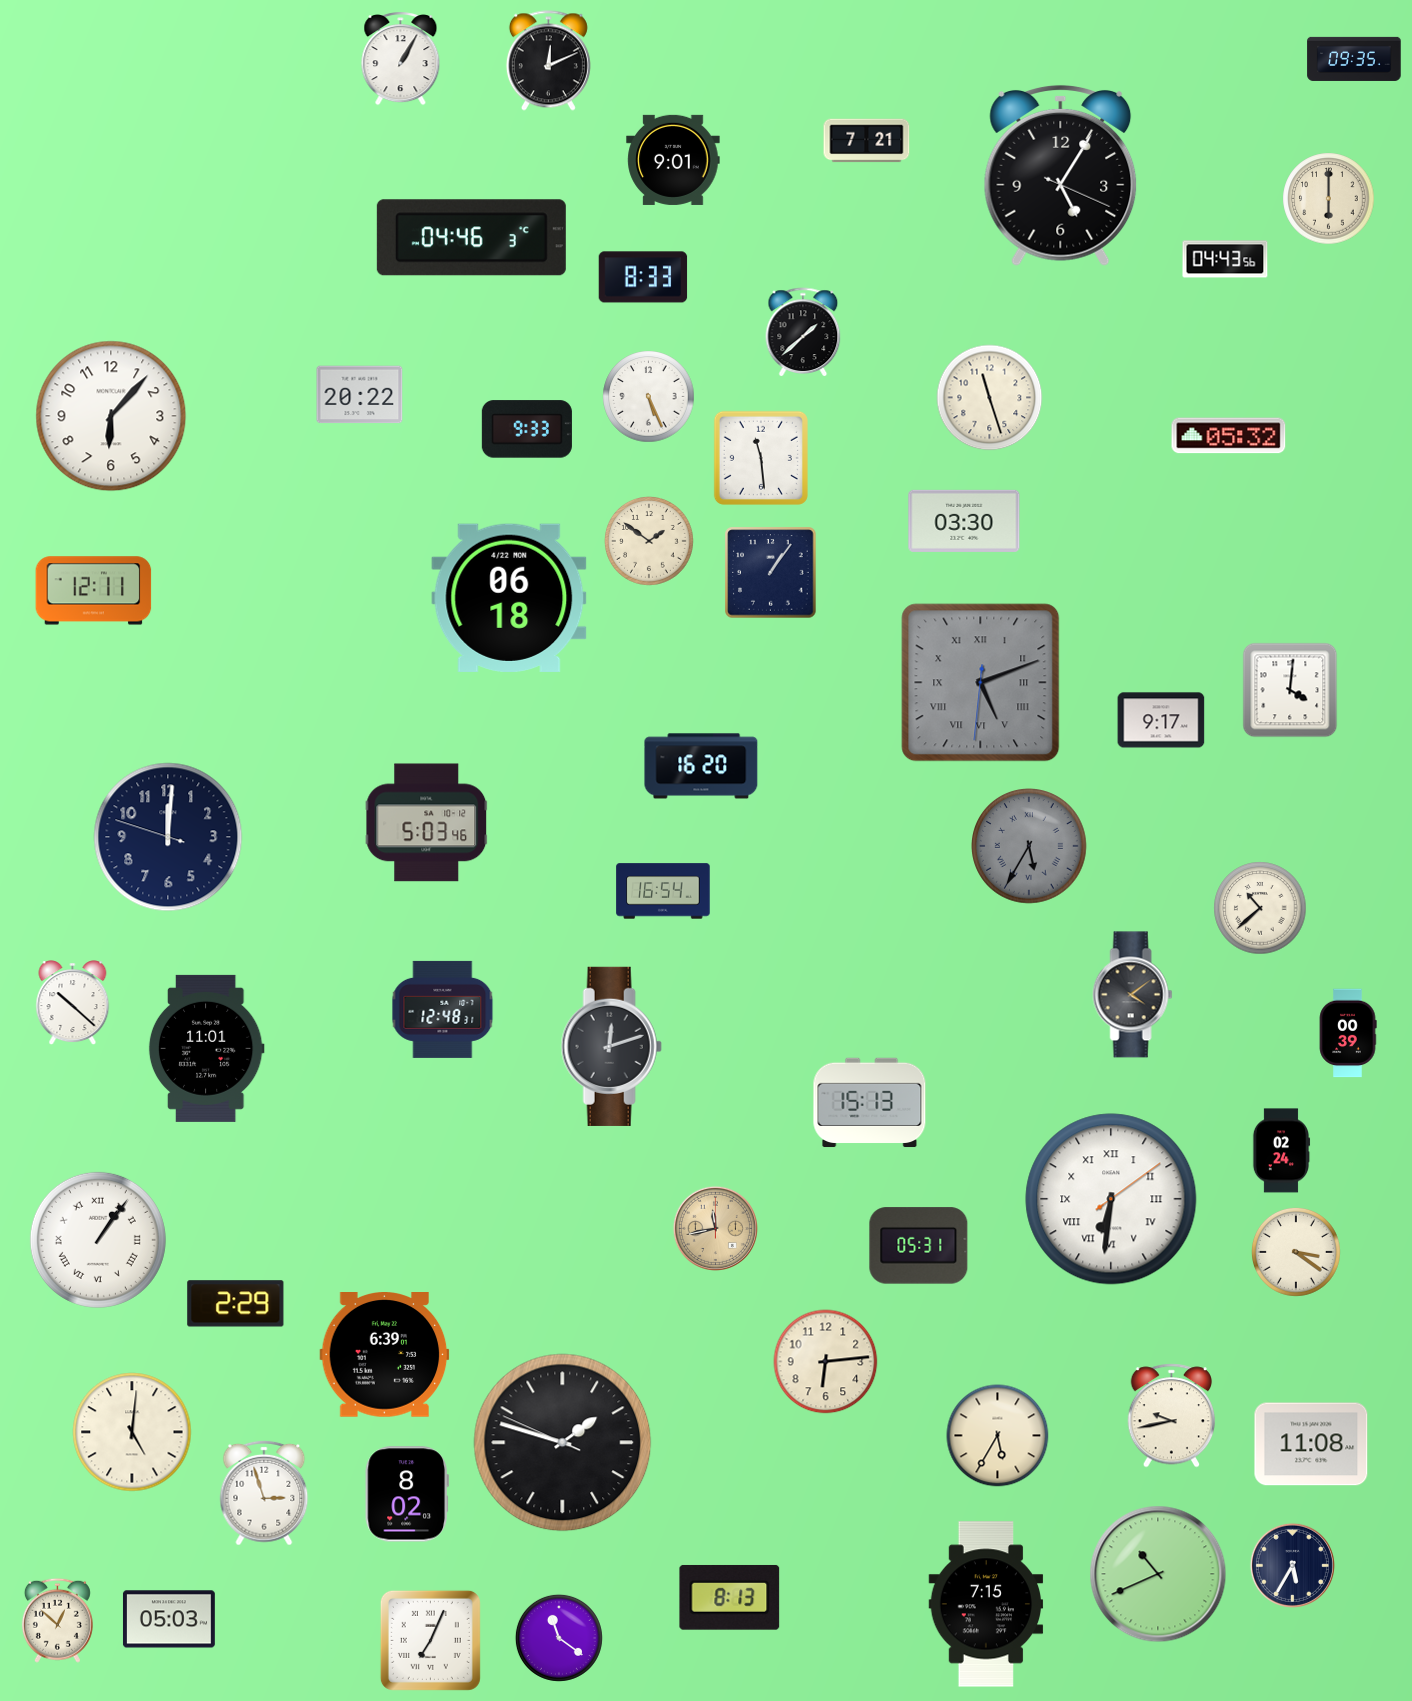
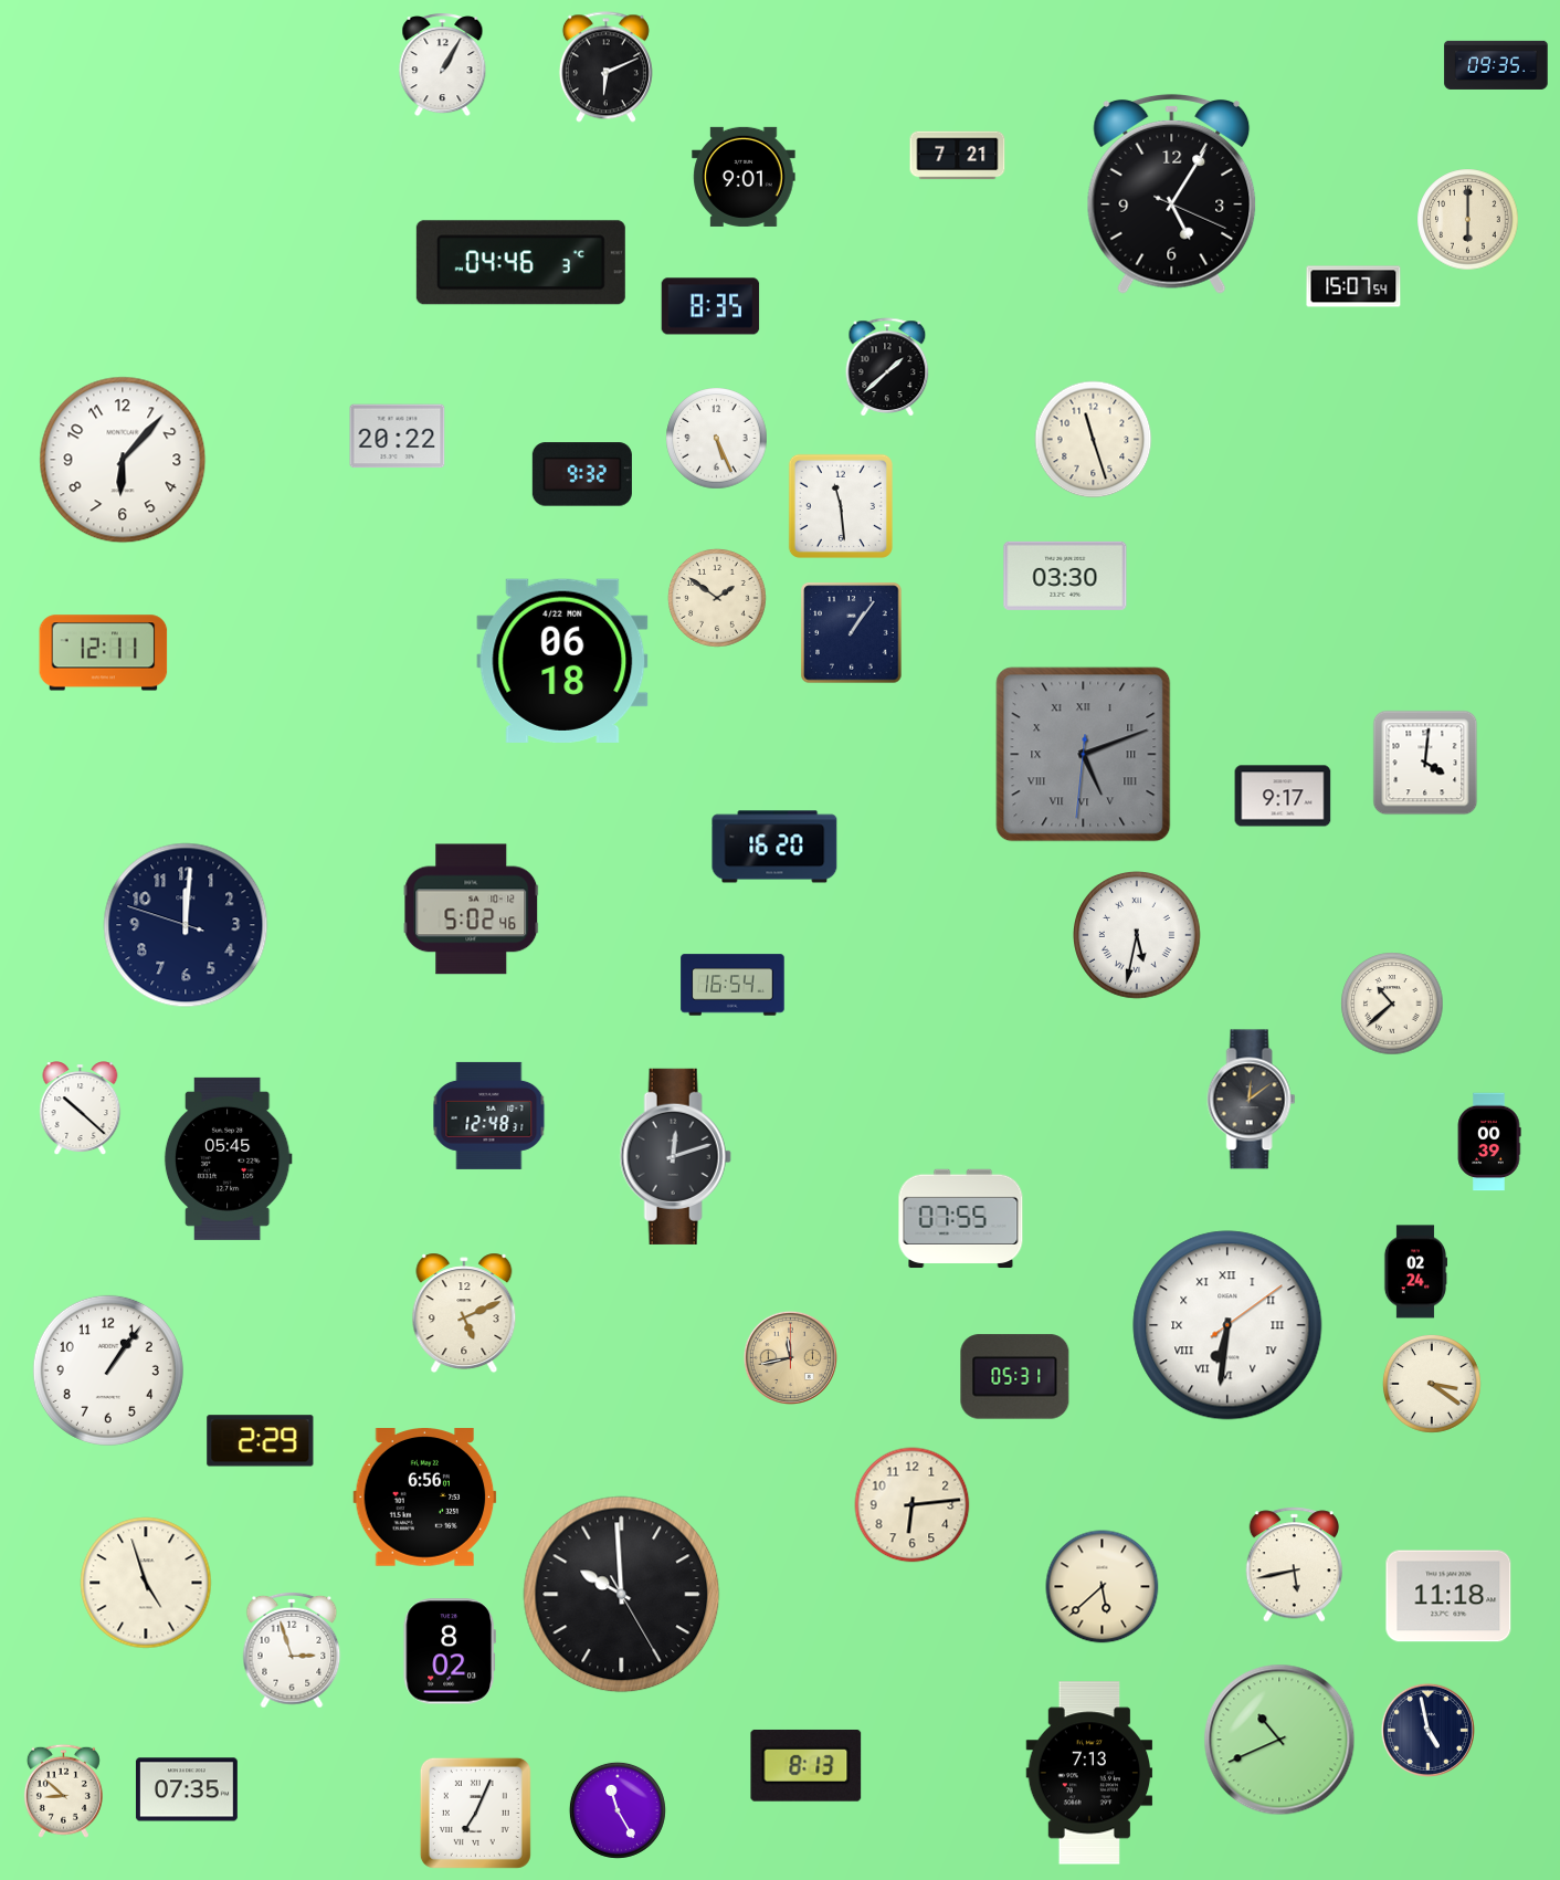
clock at (548, 61): 12:11 -> 6:11
clock at (1225, 259): 04:43 -> 15:07
clock at (643, 277): 8:33 -> 8:35
clock at (527, 429): 9:33 -> 9:32
clock at (1229, 436): 05:32 -> none
clock at (427, 823): 5:03 -> 5:02
clock at (1030, 847): 5:35 -> 5:32
clock at (1030, 847) dial: grey -> white
clock at (1133, 995): 4:09 -> 12:09
clock at (206, 1048): 11:01 -> 05:45
clock at (870, 1103): 15:13 -> 07:55
clock at (464, 1313): none -> 5:11
clock at (98, 1240) numerals: Roman -> Arabic
clock at (385, 1355): 6:39 -> 6:56
clock at (1172, 1416): 9:43 -> 5:43
clock at (132, 1432): 5:01 -> 4:57
clock at (998, 1436): 5:35 -> 5:38
clock at (563, 1443): 1:47 -> 9:59
clock at (1311, 1444): 11:08 -> 11:18
clock at (1292, 1565): 5:35 -> 4:58
clock at (986, 1604): 7:15 -> 7:13
clock at (169, 1619): 05:03 -> 07:35
clock at (57, 1620): 12:52 -> 8:52
clock at (559, 1638): 11:21 -> 11:25
